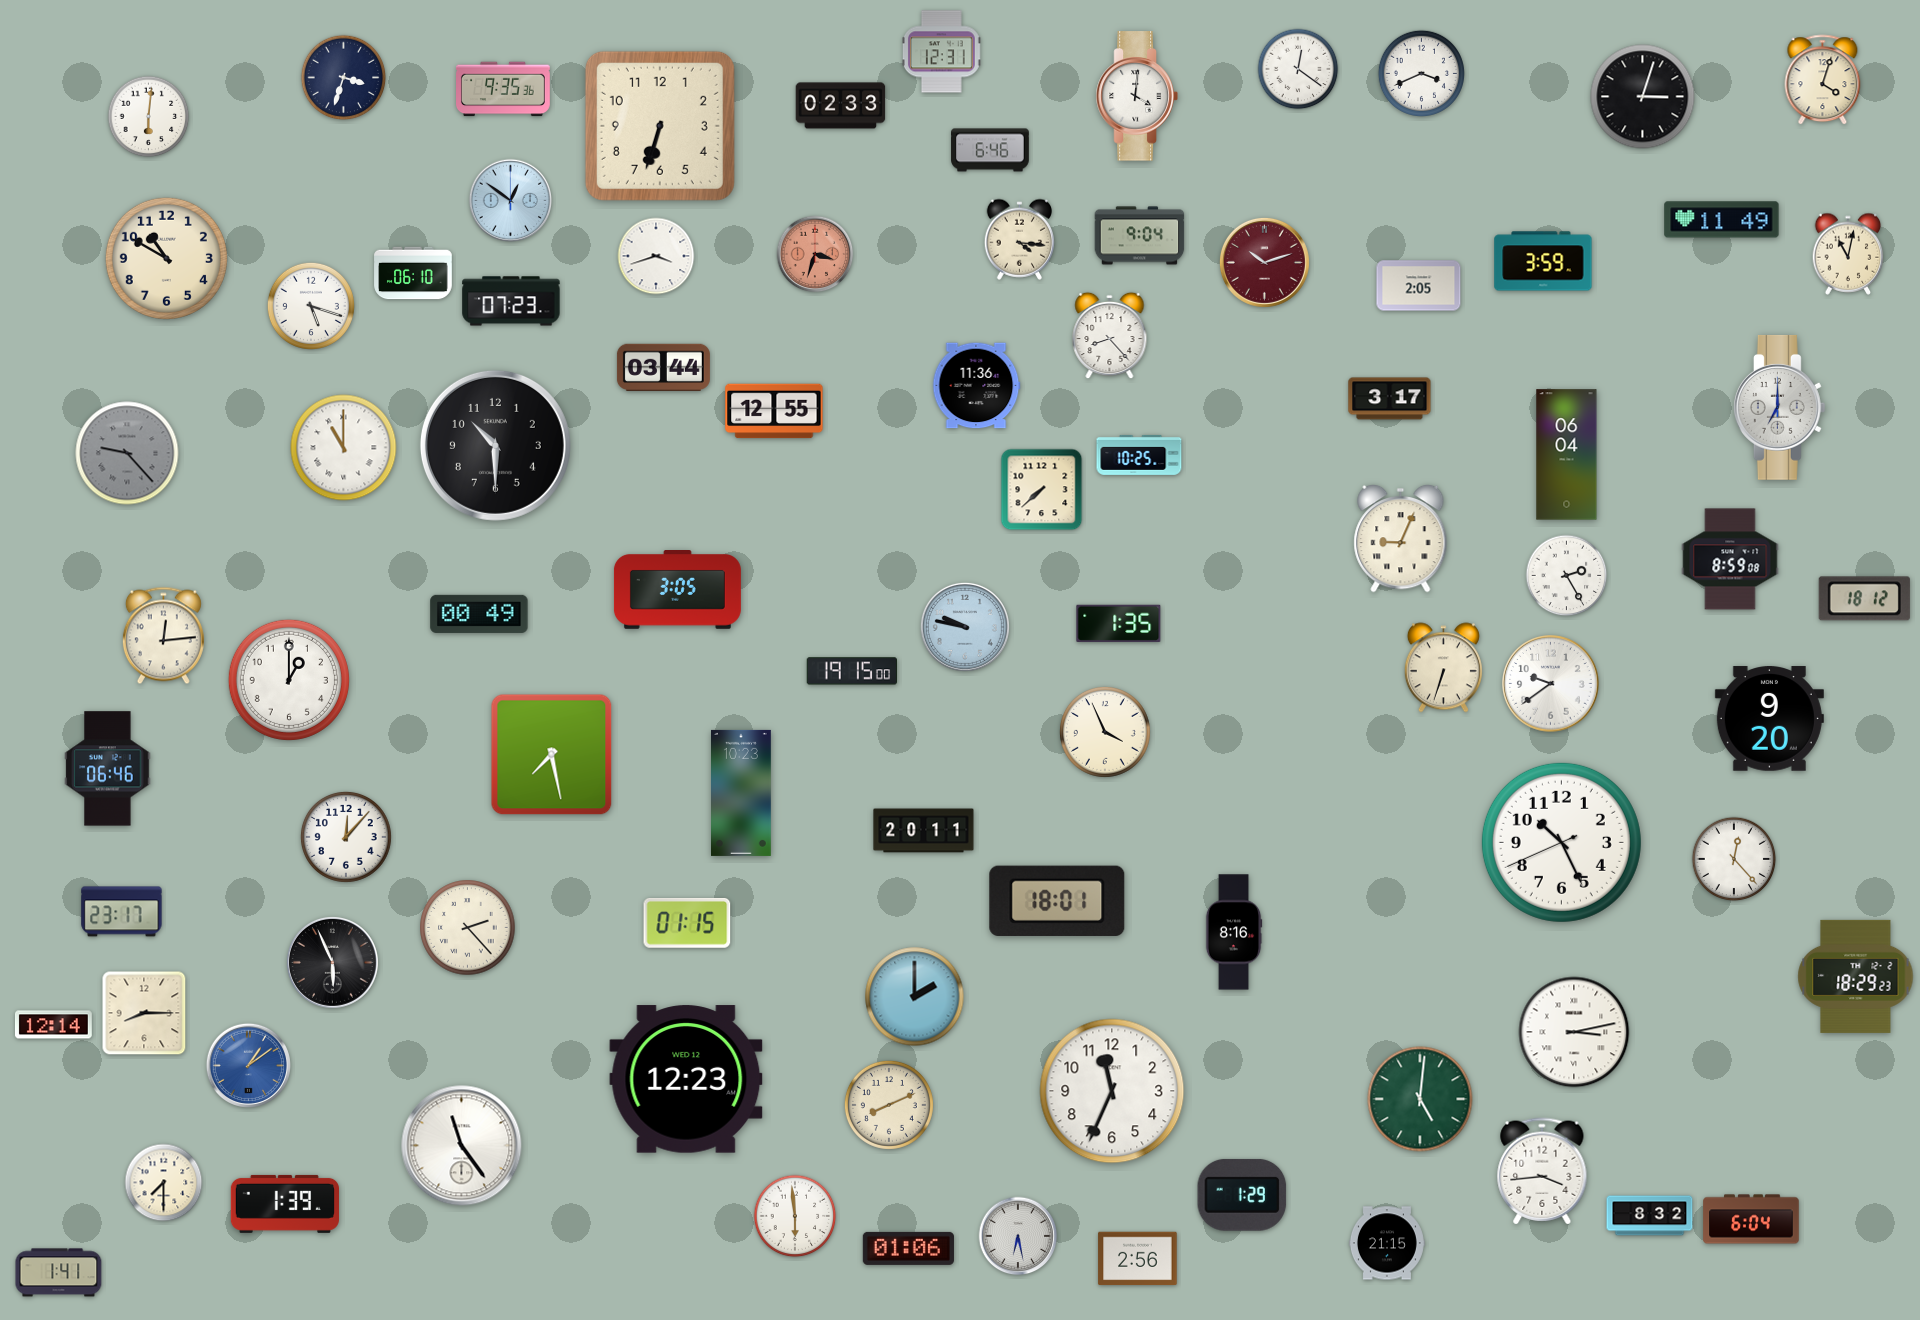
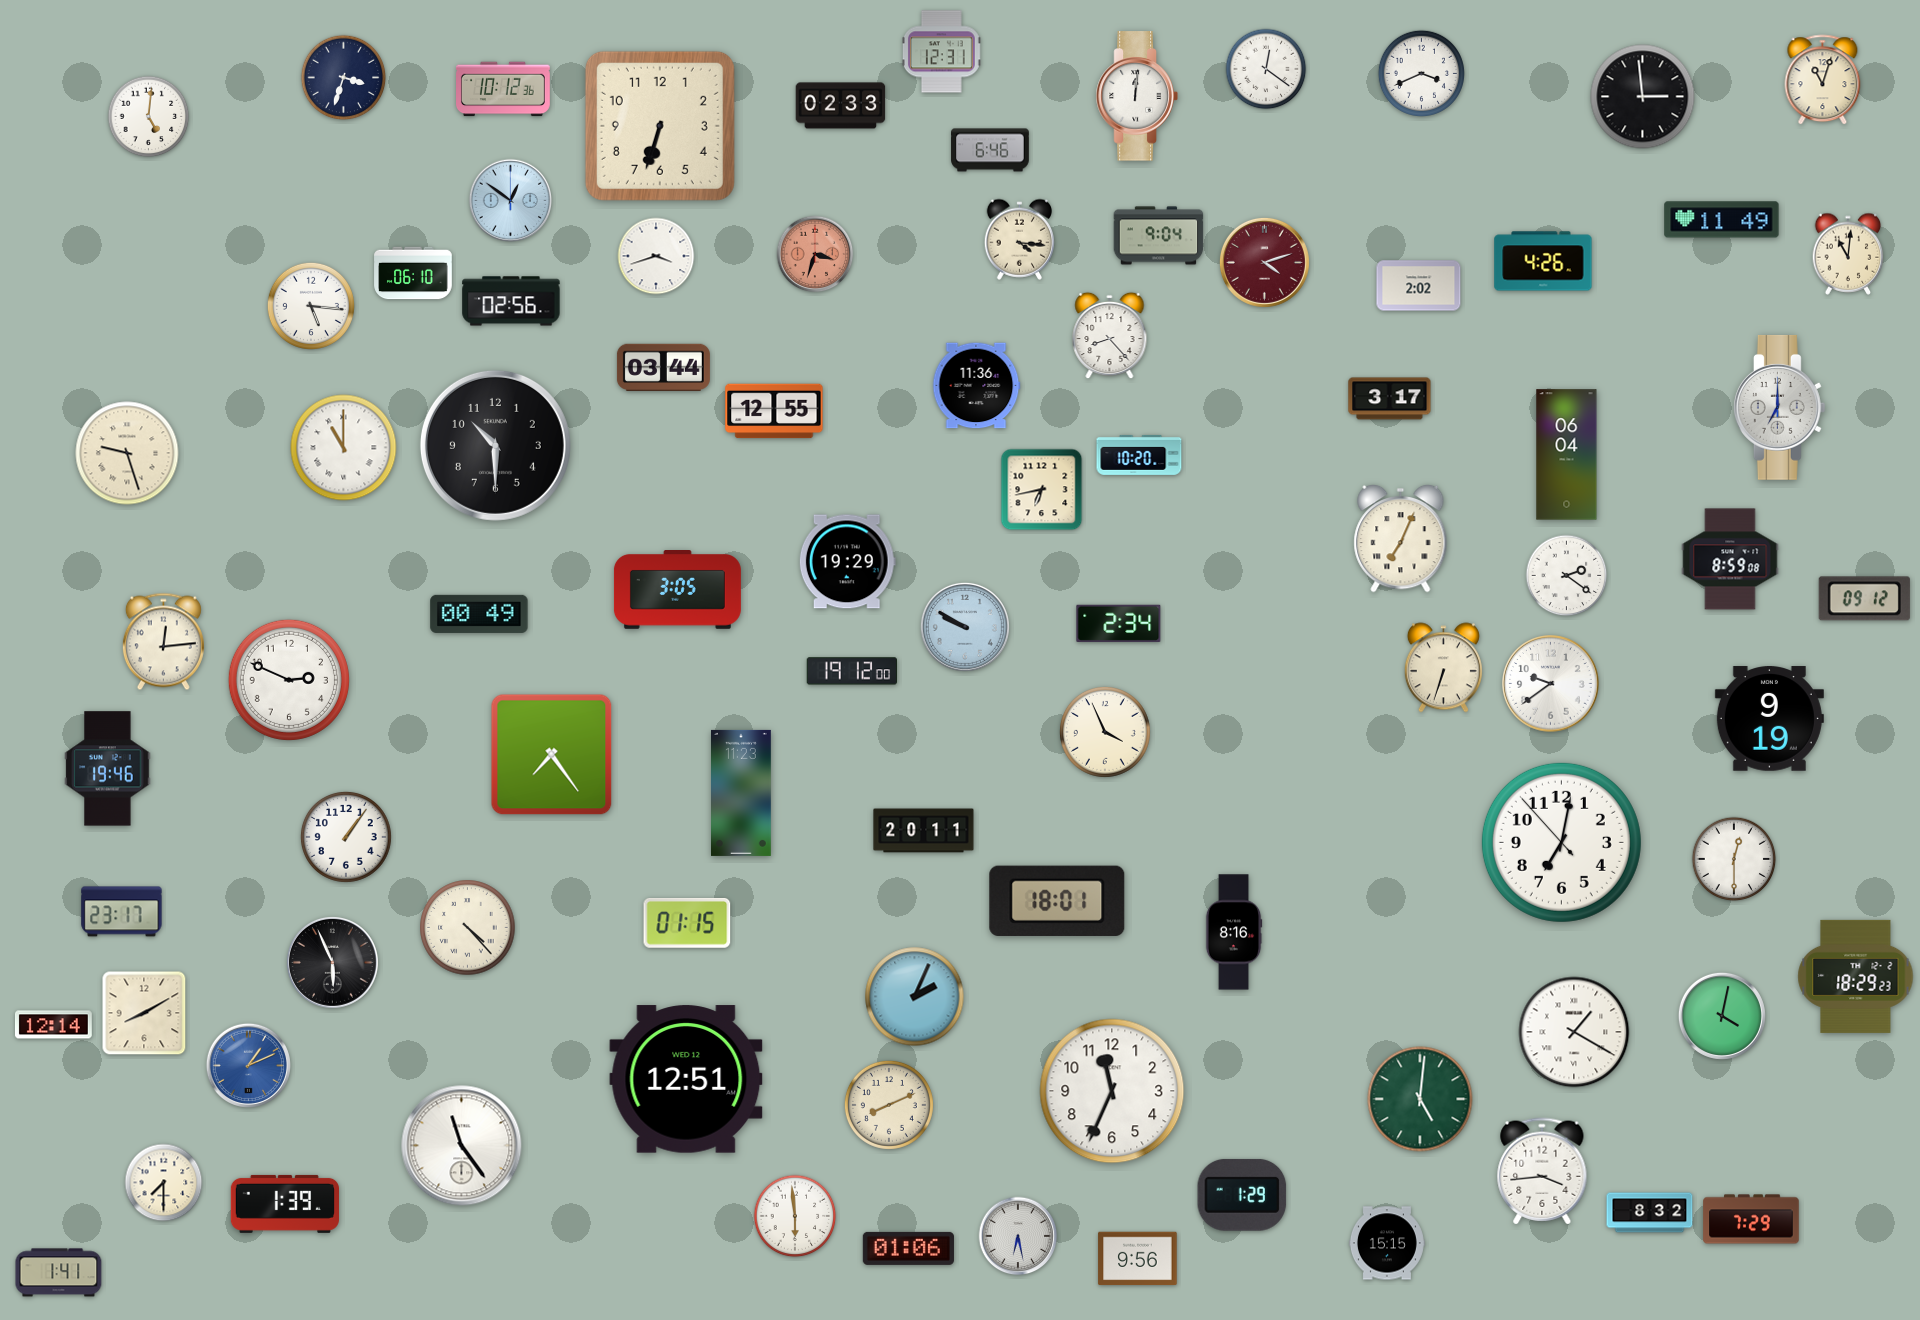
clock at (1298, 69) position: (1298, 69) -> (1266, 69)
clock at (1823, 80): 4:03 -> 11:03
clock at (504, 89): 9:35 -> 10:12
clock at (1137, 96): 4:01 -> 12:01
clock at (1643, 97): 3:03 -> 2:59
clock at (149, 117): 6:01 -> 5:01
clock at (1140, 236) position: (1140, 236) -> (1159, 236)
clock at (1848, 254): 11:02 -> 11:01
clock at (166, 258): 10:50 -> none
clock at (1543, 261): 3:59 -> 4:26
clock at (1264, 262): 10:12 -> 4:12
clock at (1419, 286): 2:05 -> 2:02
clock at (511, 301): 07:23 -> 02:56
clock at (311, 306): 5:18 -> 5:16
clock at (127, 453): 9:23 -> 9:27
clock at (127, 453) dial: grey -> cream
clock at (1139, 455): 10:25 -> 10:20
clock at (1042, 490): 7:38 -> 6:43
clock at (1401, 538): 9:04 -> 7:04
clock at (847, 562): none -> 19:29
clock at (1567, 576): 2:25 -> 2:21
clock at (1864, 599): 18:12 -> 09:12
clock at (1119, 623): 1:35 -> 2:34
clock at (965, 627): 9:47 -> 9:50
clock at (163, 636) position: (163, 636) -> (163, 642)
clock at (851, 671): 19:15 -> 19:12
clock at (289, 680): 1:00 -> 2:49
clock at (1769, 719): 9:20 -> 9:19
clock at (552, 755): 7:28 -> 7:24
clock at (108, 769): 06:46 -> 19:46
clock at (742, 793): 10:23 -> 11:23
clock at (346, 837): 12:07 -> 1:06
clock at (1561, 842): 10:25 -> 7:01
clock at (1734, 859): 12:23 -> 12:30
clock at (468, 928): 2:23 -> 4:23
clock at (915, 997): 2:00 -> 2:04
clock at (144, 1013): 8:15 -> 8:10
clock at (1722, 1016): none -> 4:02
clock at (1574, 1032): 3:13 -> 1:20
clock at (248, 1065): 1:09 -> 1:11
clock at (686, 1079): 12:23 -> 12:51
clock at (1650, 1216) position: (1650, 1216) -> (1650, 1213)
clock at (1751, 1219): 6:04 -> 7:29
clock at (1387, 1243): 21:15 -> 15:15
clock at (1138, 1259): 2:56 -> 9:56
